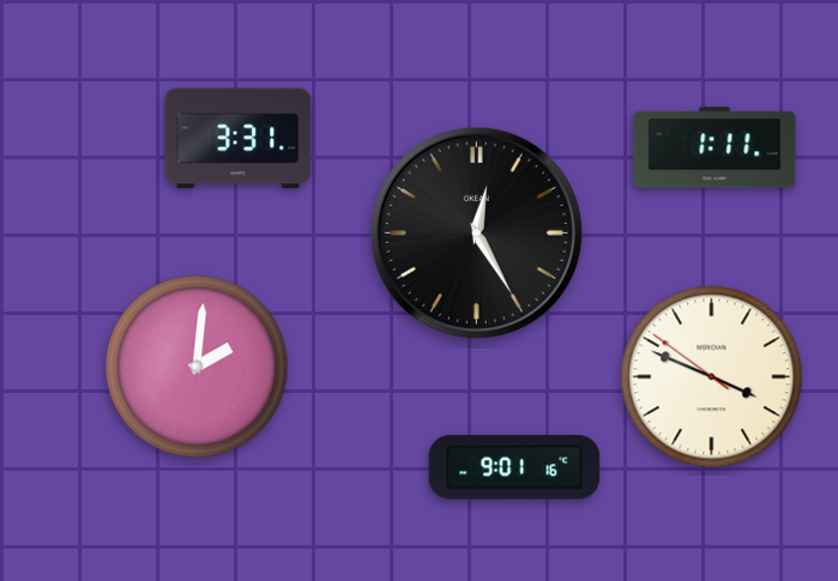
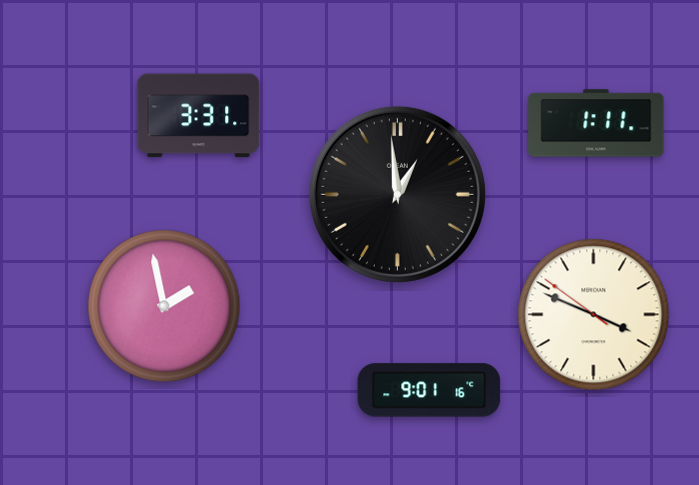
clock at (476, 232): 12:25 -> 12:59
clock at (197, 367): 2:01 -> 1:58
